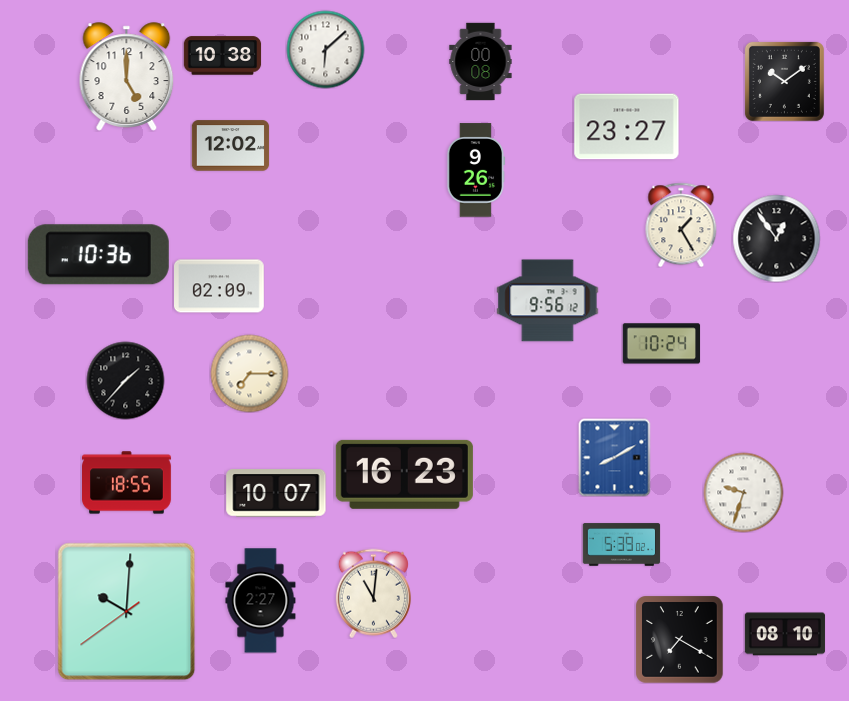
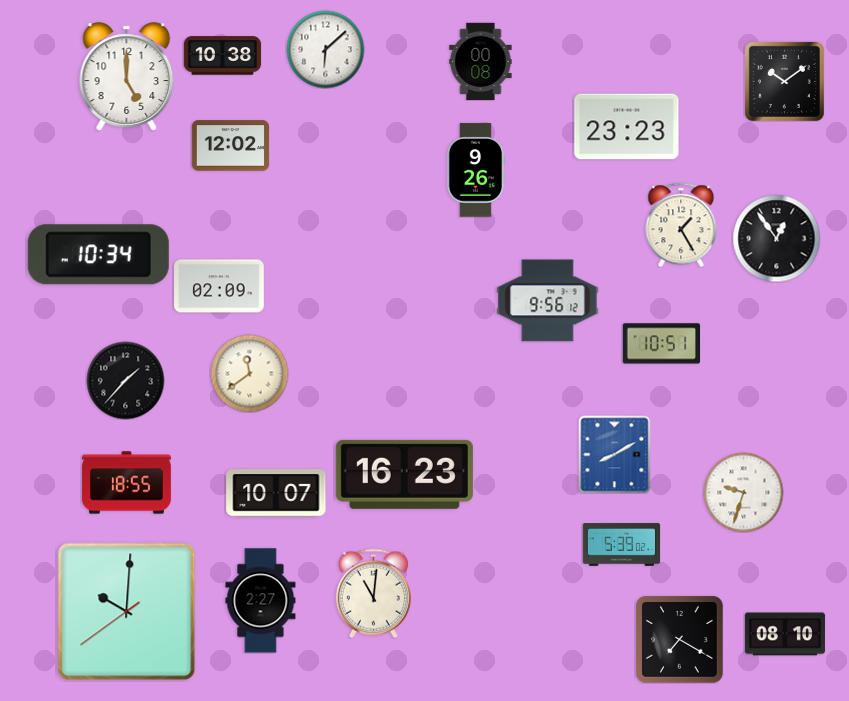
clock at (627, 127): 23:27 -> 23:23
clock at (98, 255): 10:36 -> 10:34
clock at (661, 344): 10:24 -> 10:51
clock at (249, 373): 7:15 -> 11:39
clock at (615, 457) position: (615, 457) -> (615, 454)
